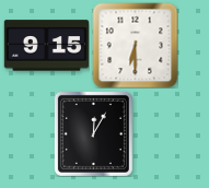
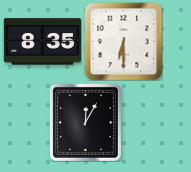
clock at (46, 46): 9:15 -> 8:35
